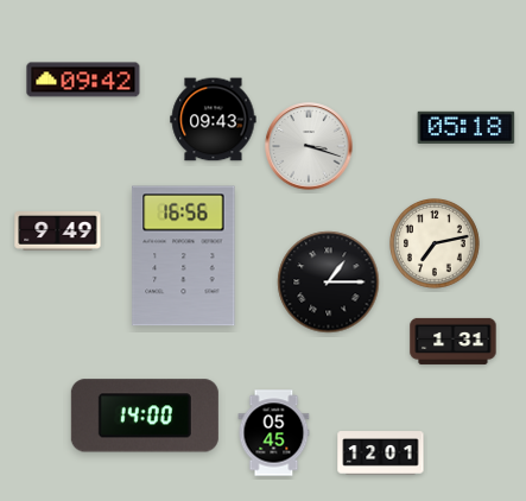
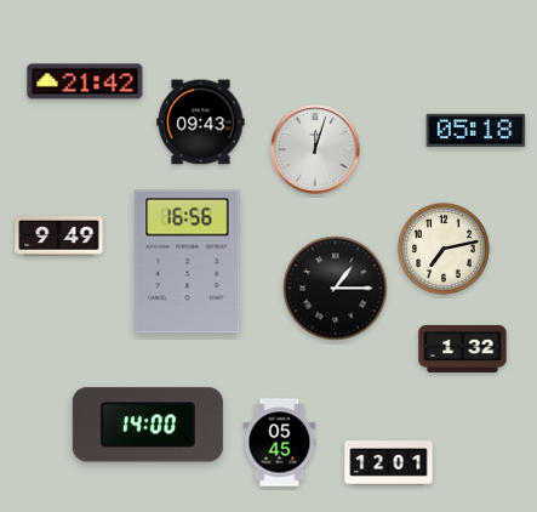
clock at (83, 80): 09:42 -> 21:42
clock at (214, 120) position: (214, 120) -> (201, 123)
clock at (309, 146): 3:18 -> 12:03
clock at (454, 341): 1:31 -> 1:32
